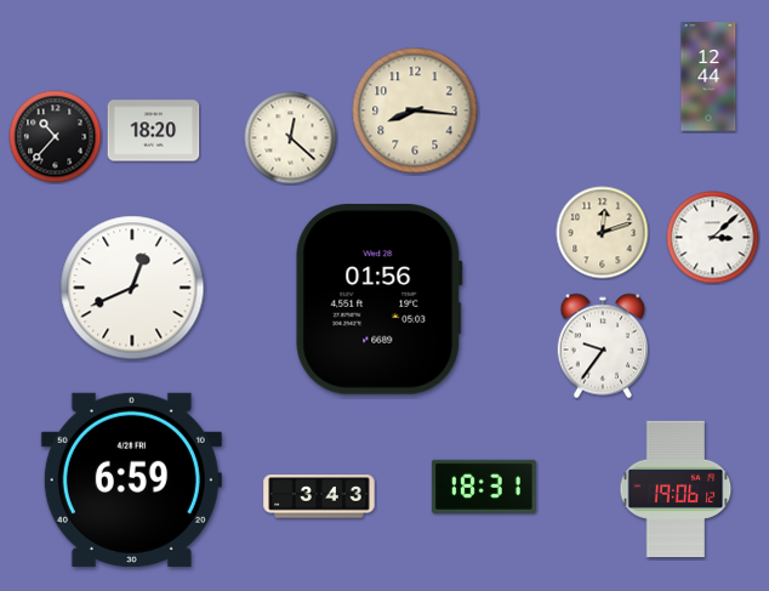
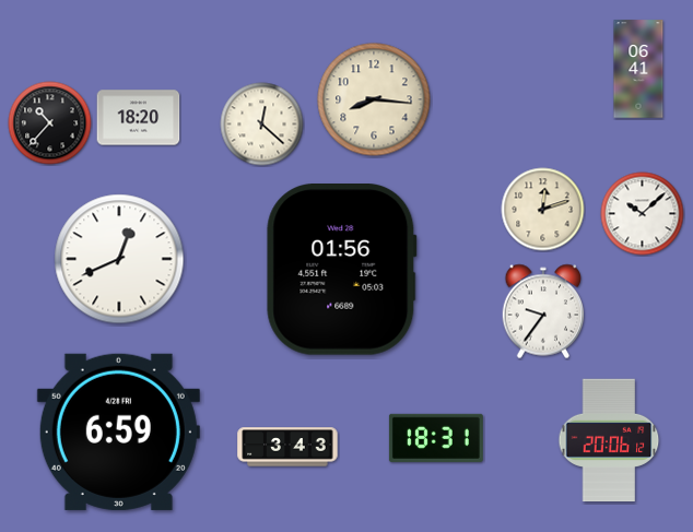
clock at (708, 76): 12:44 -> 06:41
clock at (713, 238): 3:08 -> 10:08
clock at (676, 489): 19:06 -> 20:06
